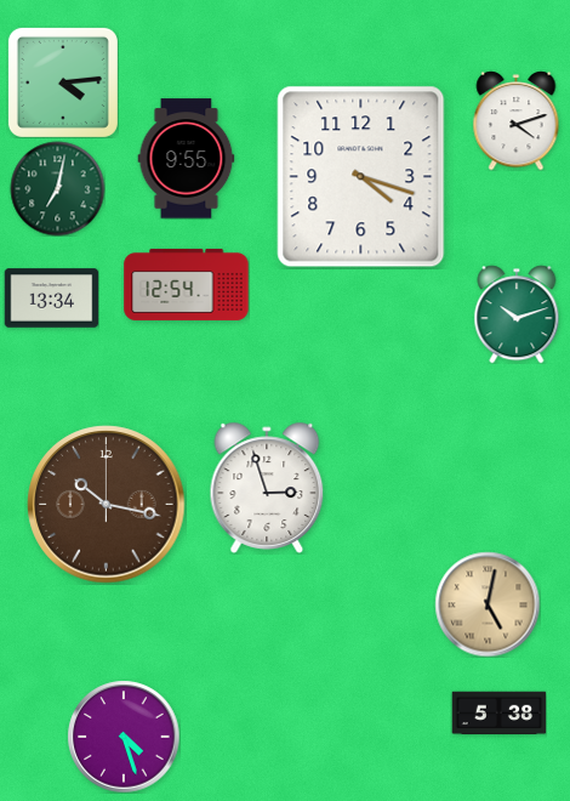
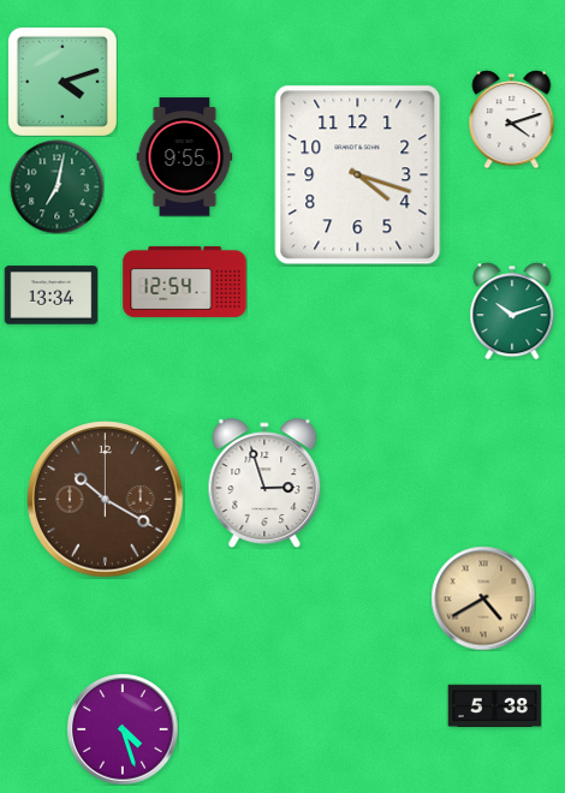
clock at (63, 83): 4:14 -> 4:12
clock at (107, 505): 10:17 -> 10:20
clock at (488, 604): 5:02 -> 4:40
